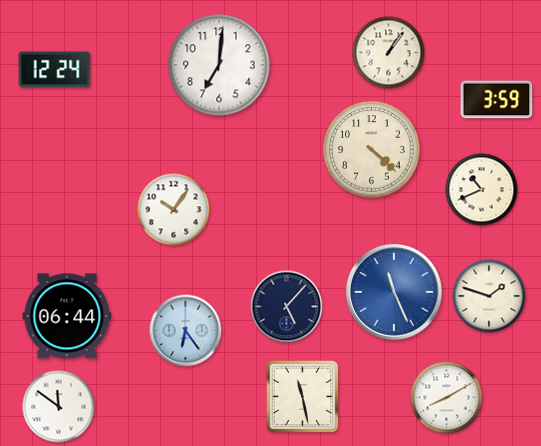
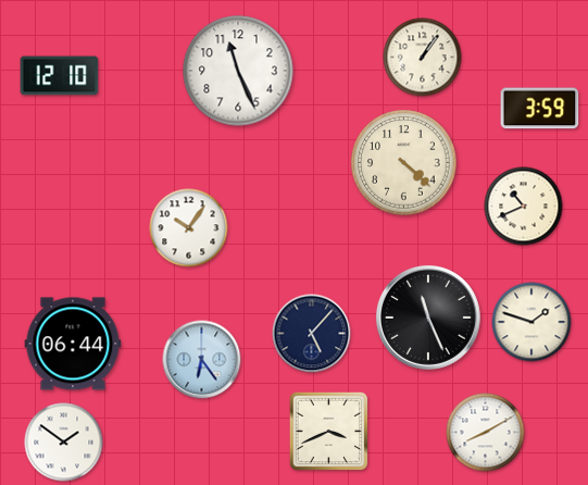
clock at (219, 65): 7:01 -> 11:26
clock at (55, 70): 12:24 -> 12:10
clock at (394, 292) dial: blue -> black
clock at (303, 397): 11:28 -> 3:41
clock at (59, 407): 11:51 -> 1:51
